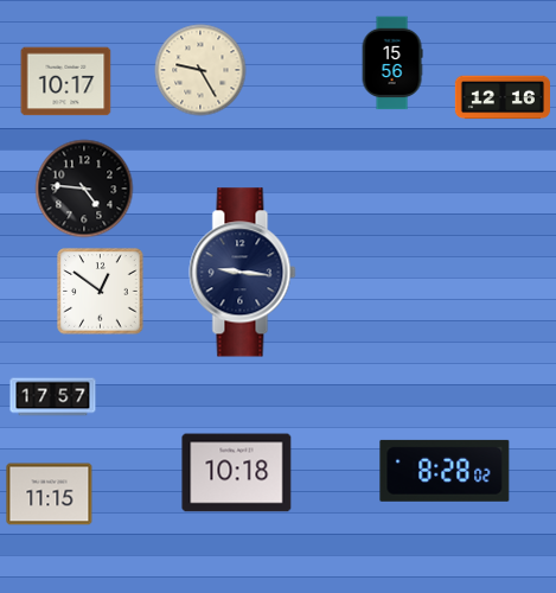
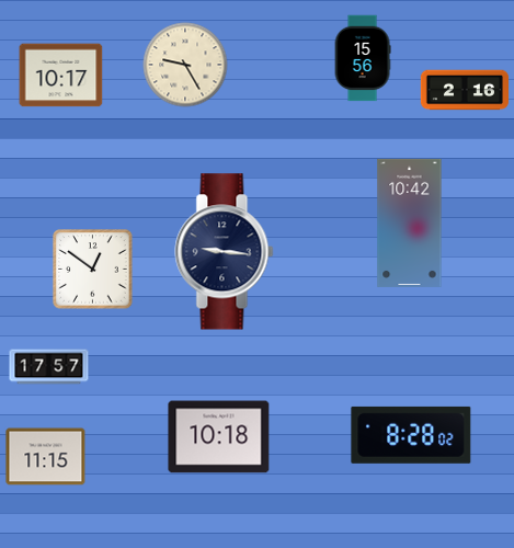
clock at (501, 97): 12:16 -> 2:16
clock at (84, 189): 4:46 -> none
clock at (410, 222): none -> 10:42
